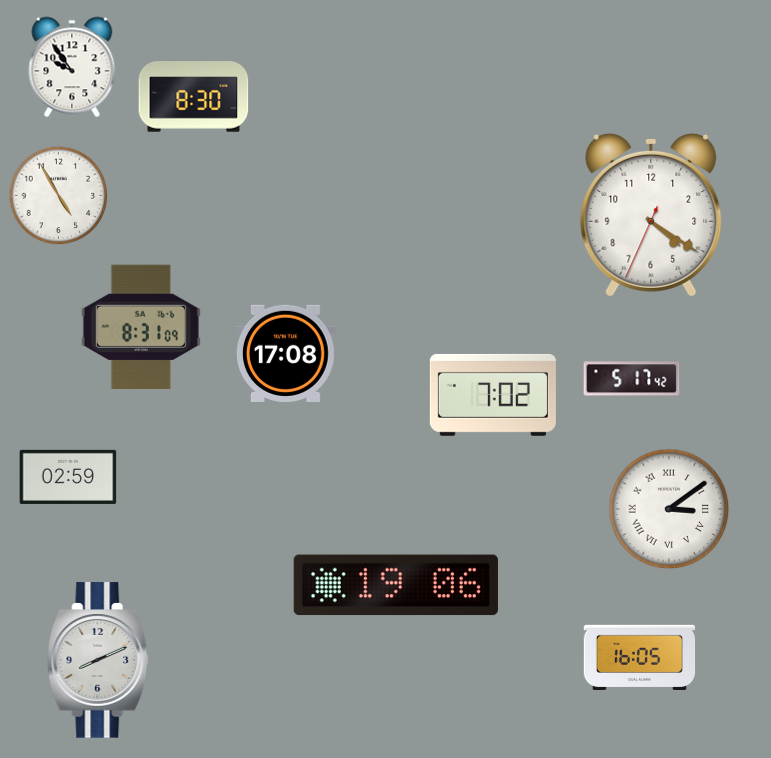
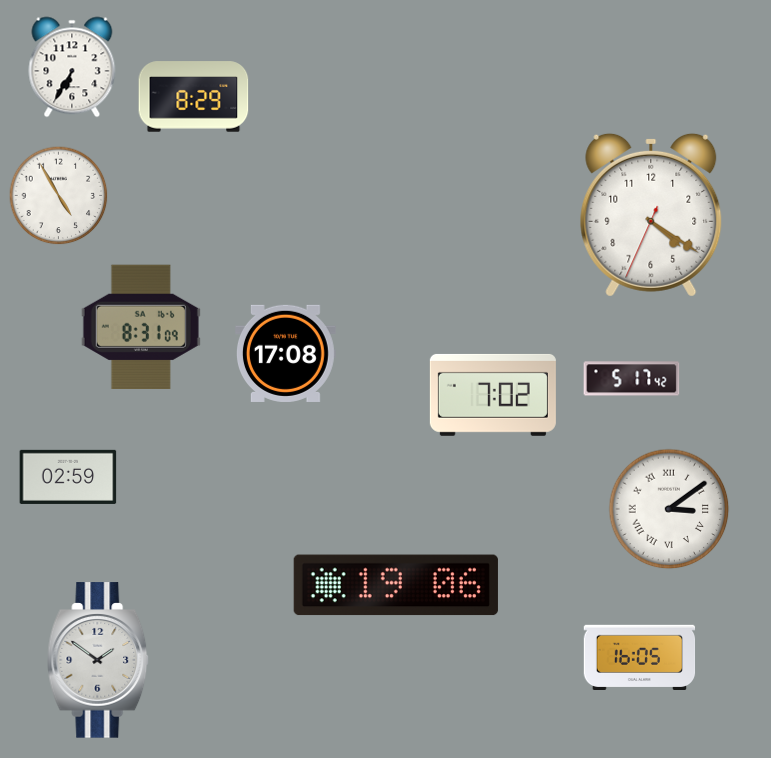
clock at (72, 67): 9:54 -> 6:35
clock at (194, 97): 8:30 -> 8:29
clock at (99, 660): 8:11 -> 1:51
